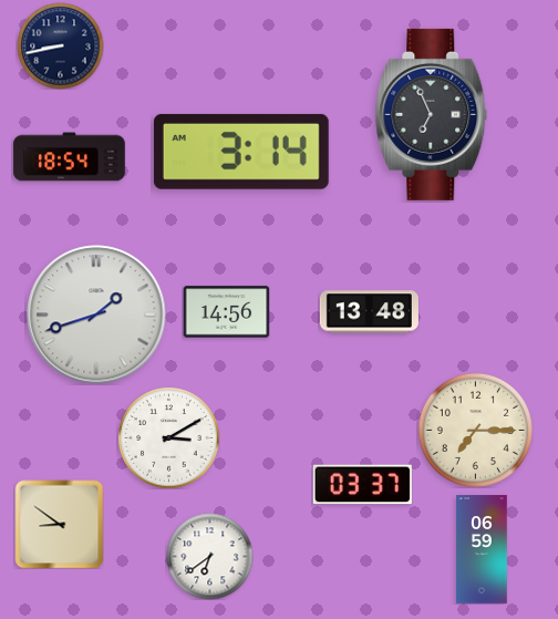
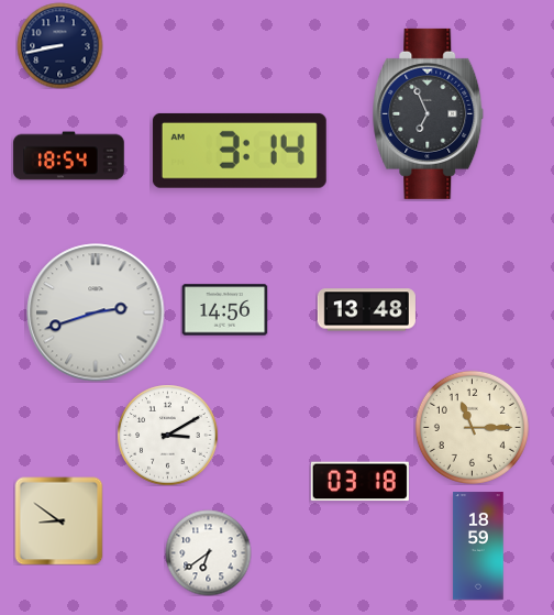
clock at (96, 314): 1:42 -> 2:42
clock at (475, 430): 7:15 -> 11:15
clock at (362, 485): 03:37 -> 03:18
clock at (482, 549): 06:59 -> 18:59
